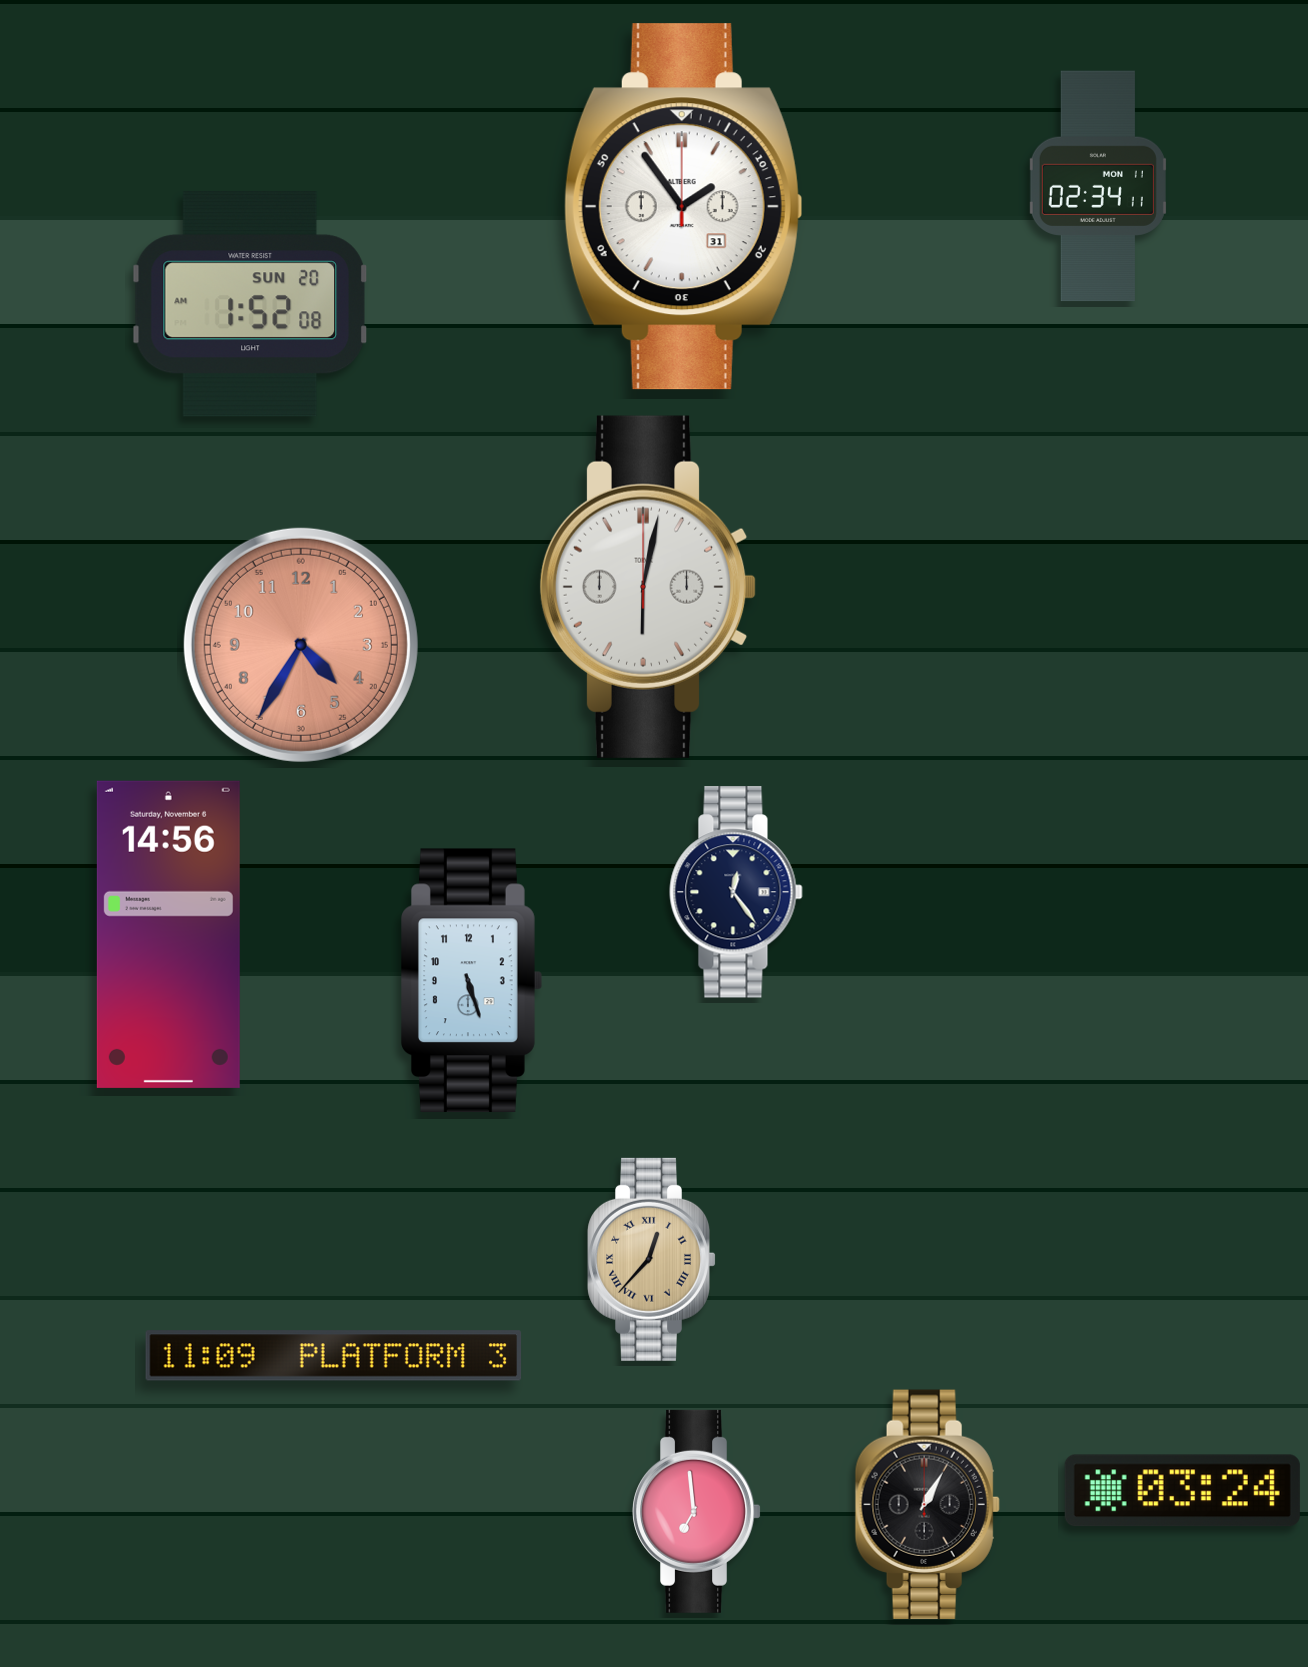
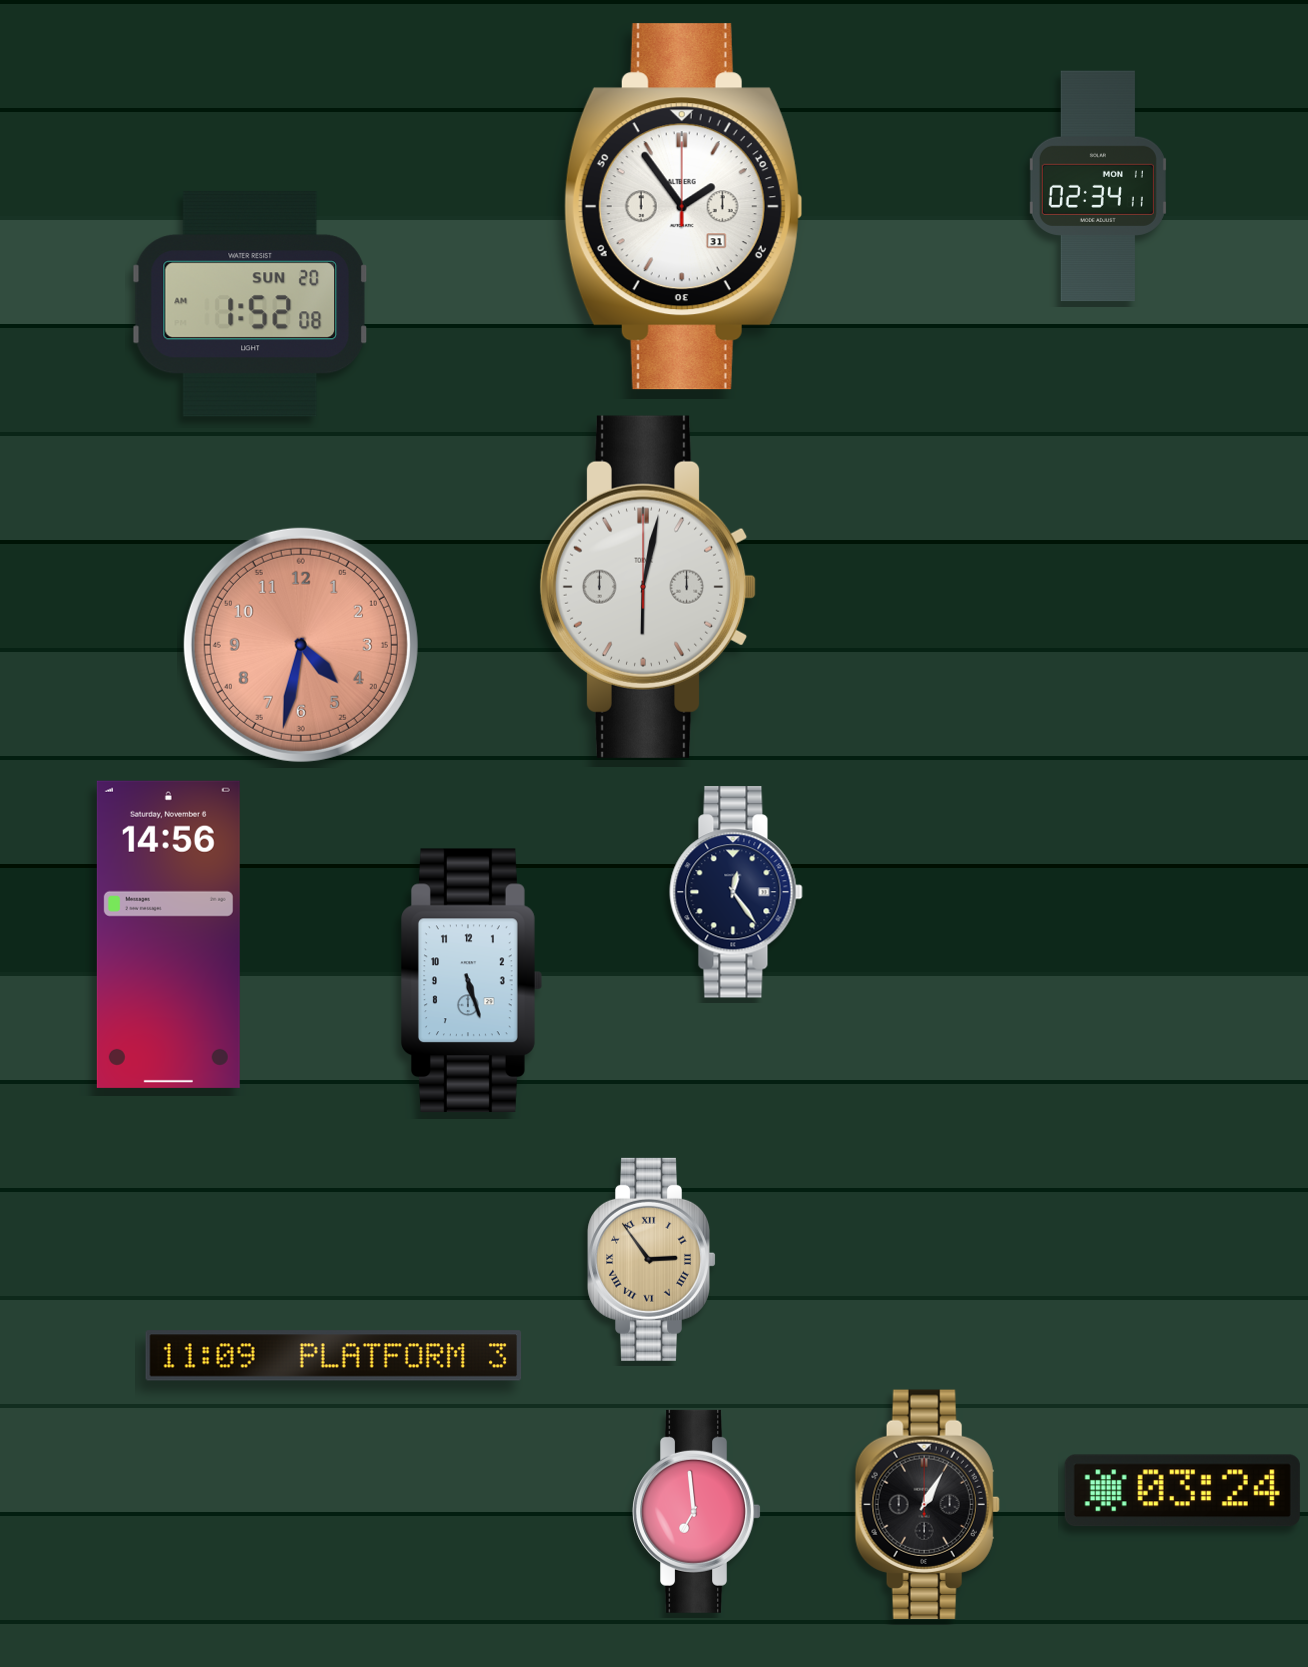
clock at (301, 645): 4:35 -> 4:32
clock at (651, 1259): 12:37 -> 2:54
